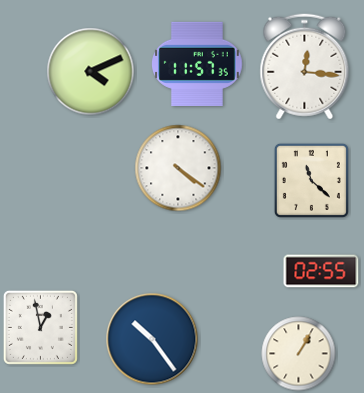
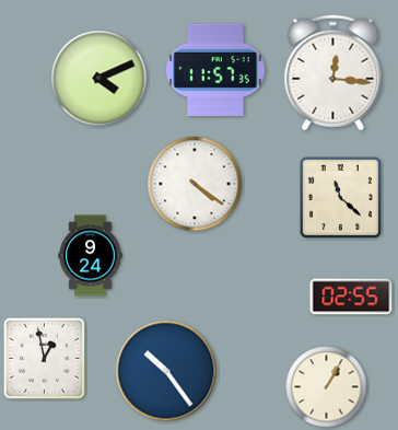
clock at (91, 256): none -> 9:24
